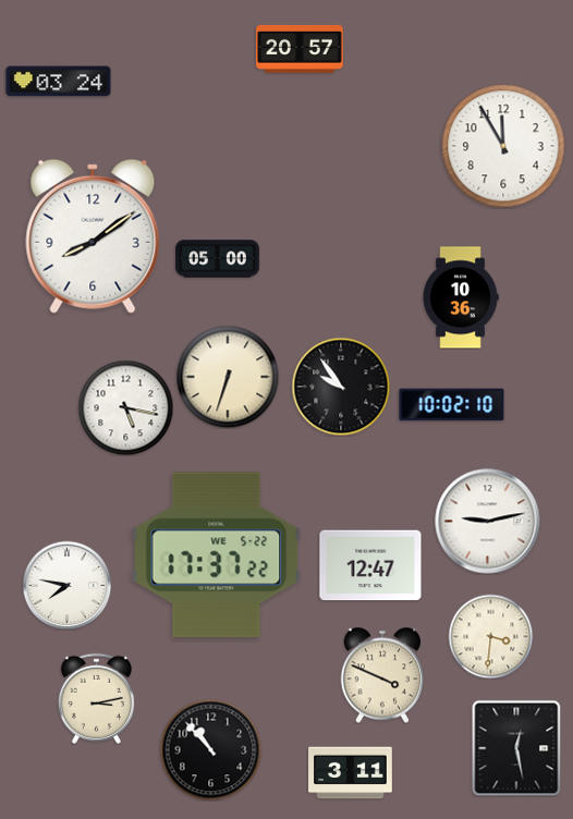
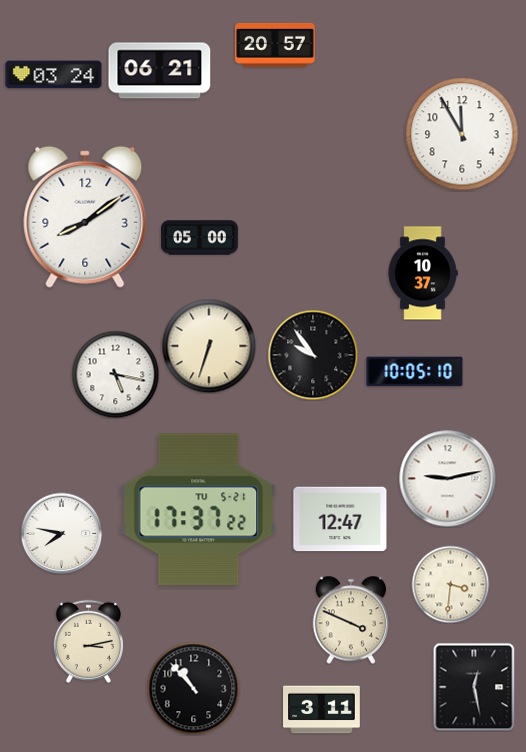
clock at (160, 71): none -> 06:21
clock at (461, 297): 10:36 -> 10:37
clock at (452, 405): 10:02 -> 10:05
clock at (217, 555) date: WE 5-22 -> TU 5-21
clock at (66, 585) position: (66, 585) -> (61, 533)
